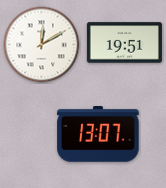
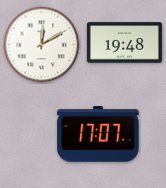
clock at (124, 43): 19:51 -> 19:48
clock at (98, 134): 13:07 -> 17:07
